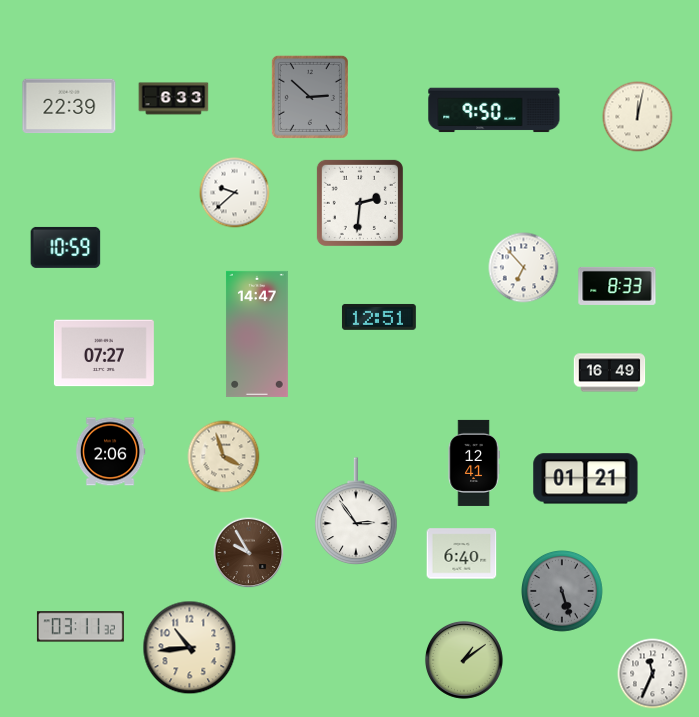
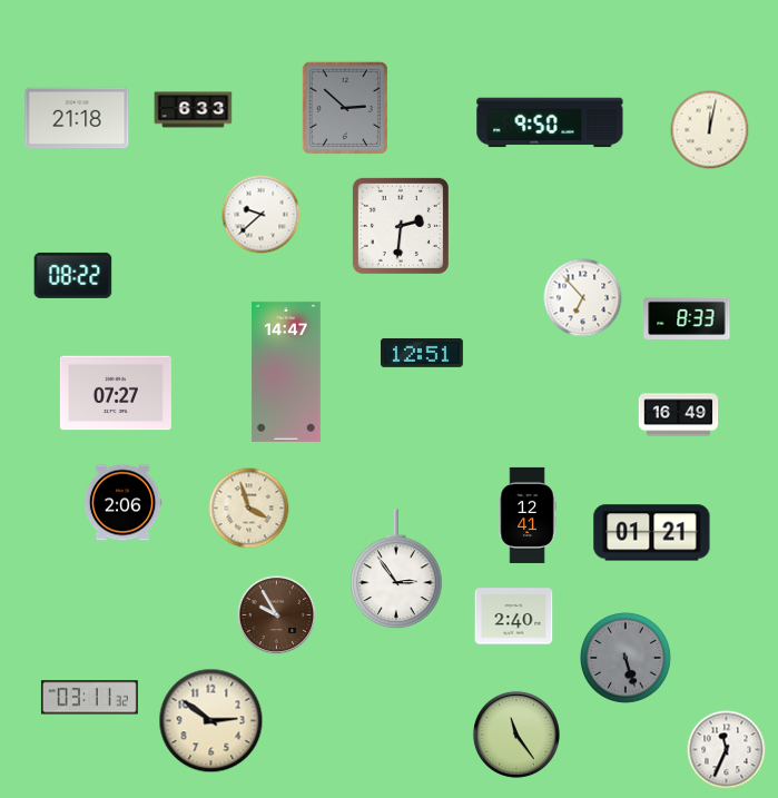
clock at (69, 106): 22:39 -> 21:18
clock at (66, 247): 10:59 -> 08:22
clock at (462, 554): 6:40 -> 2:40
clock at (190, 648): 10:44 -> 2:51
clock at (464, 660): 1:09 -> 11:24
